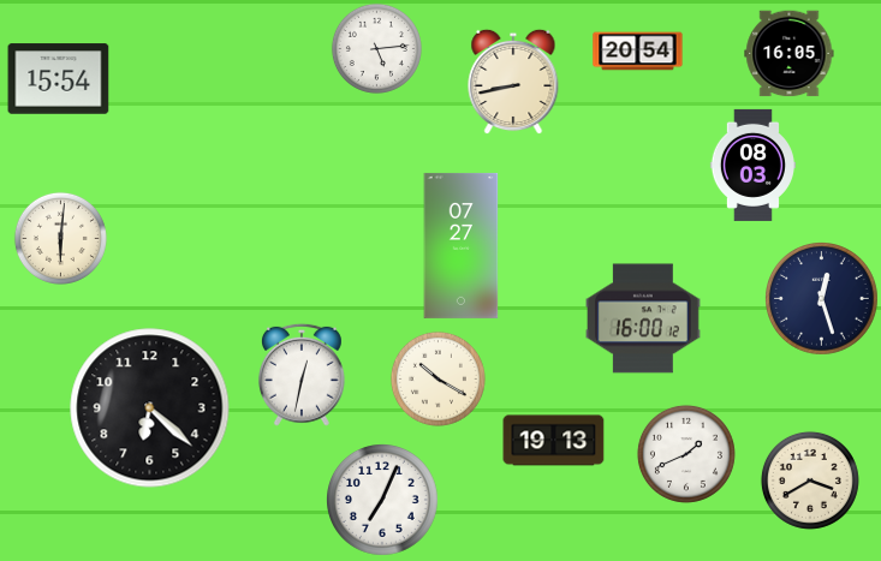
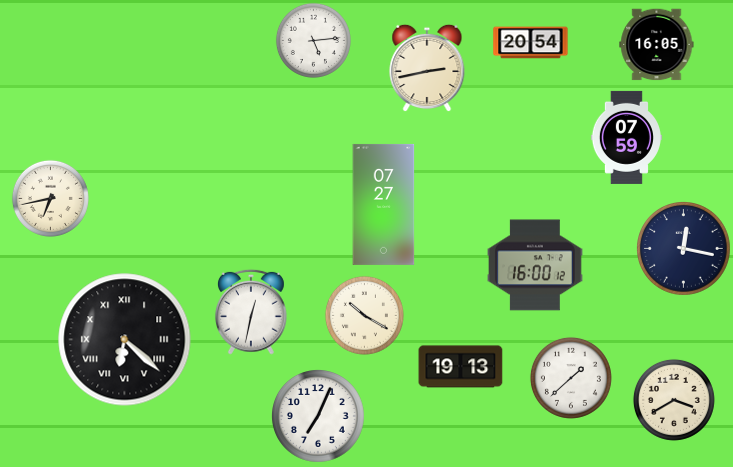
clock at (59, 79): 15:54 -> none
clock at (513, 82): 8:43 -> 2:43
clock at (752, 165): 08:03 -> 07:59
clock at (60, 238): 6:01 -> 6:43
clock at (822, 299): 12:27 -> 12:17
clock at (150, 408) numerals: Arabic -> Roman
clock at (686, 454): 1:41 -> 1:38
